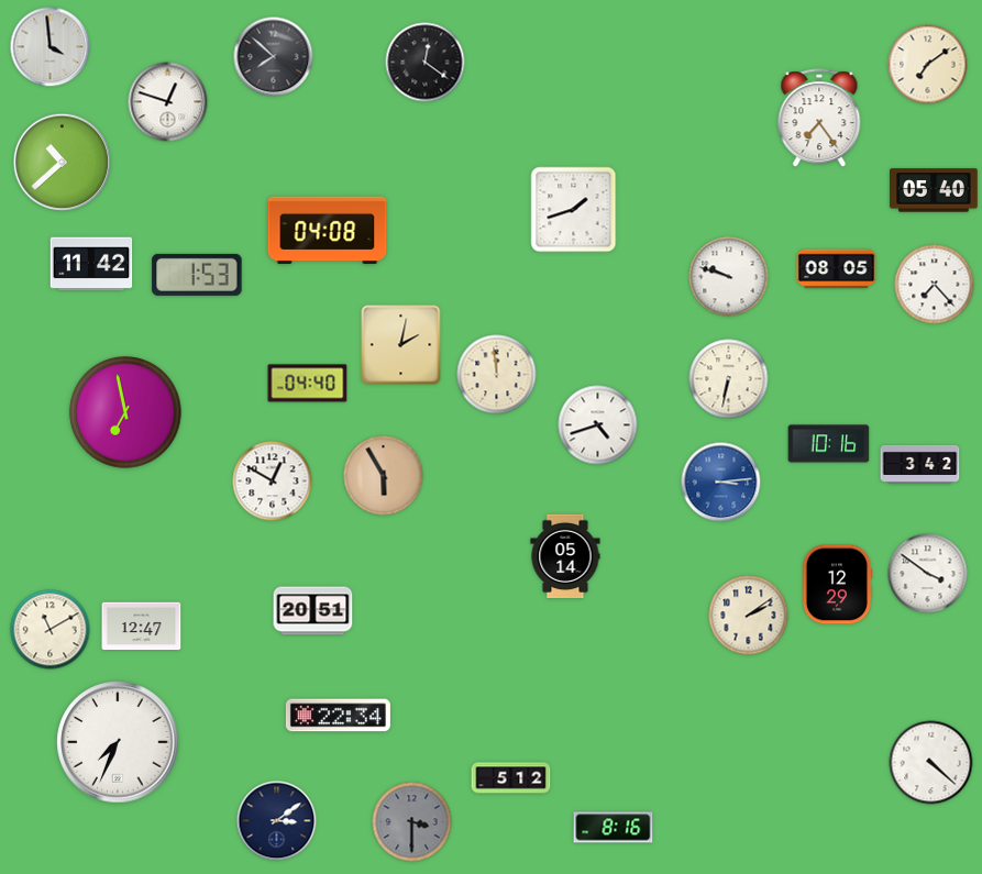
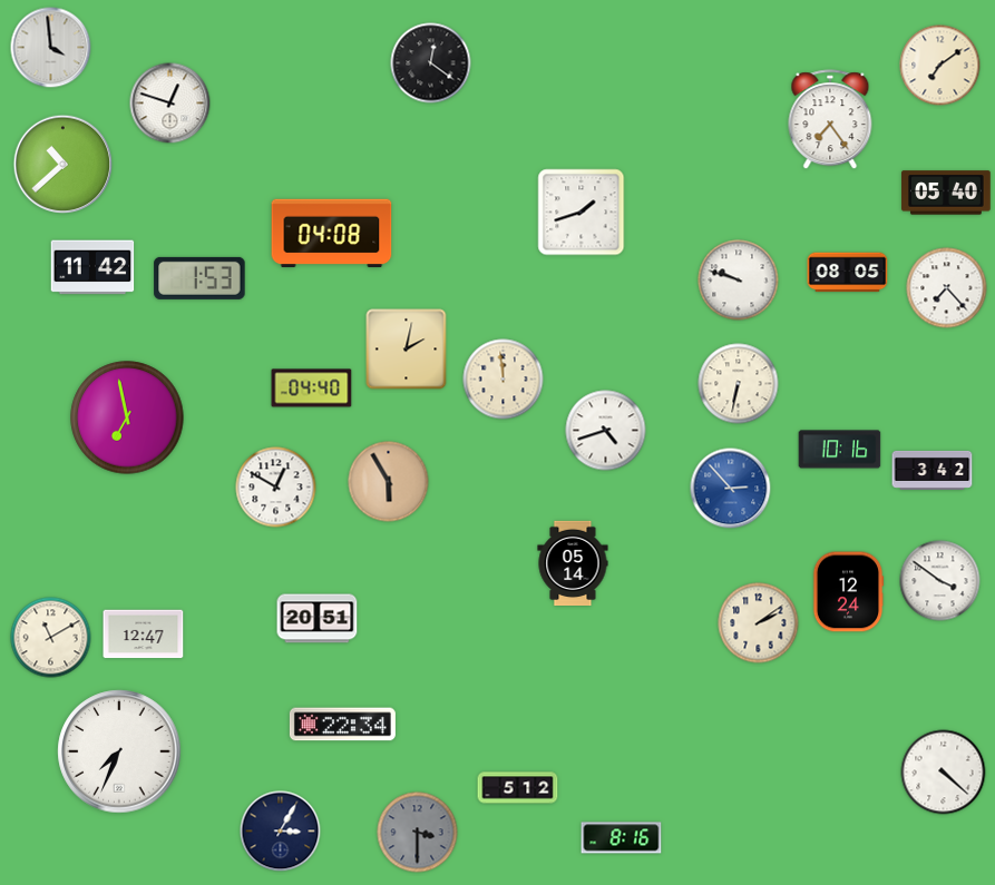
clock at (274, 57): 7:52 -> none
clock at (721, 483): 3:14 -> 2:53
clock at (837, 585): 12:29 -> 12:24
clock at (277, 821): 3:09 -> 3:05
